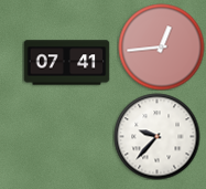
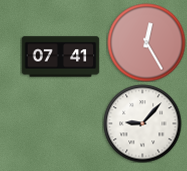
clock at (161, 46): 12:44 -> 12:25
clock at (156, 136): 9:37 -> 9:07
